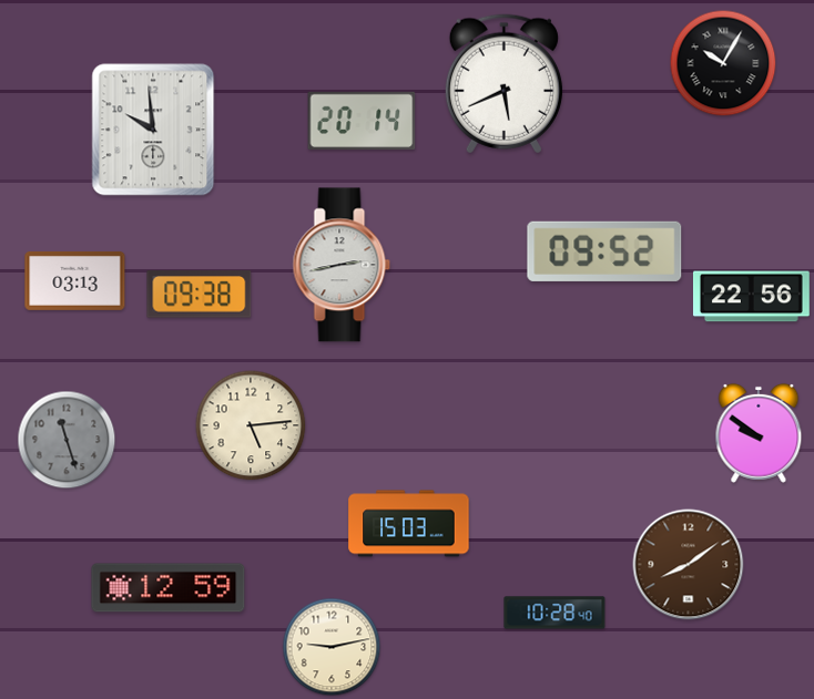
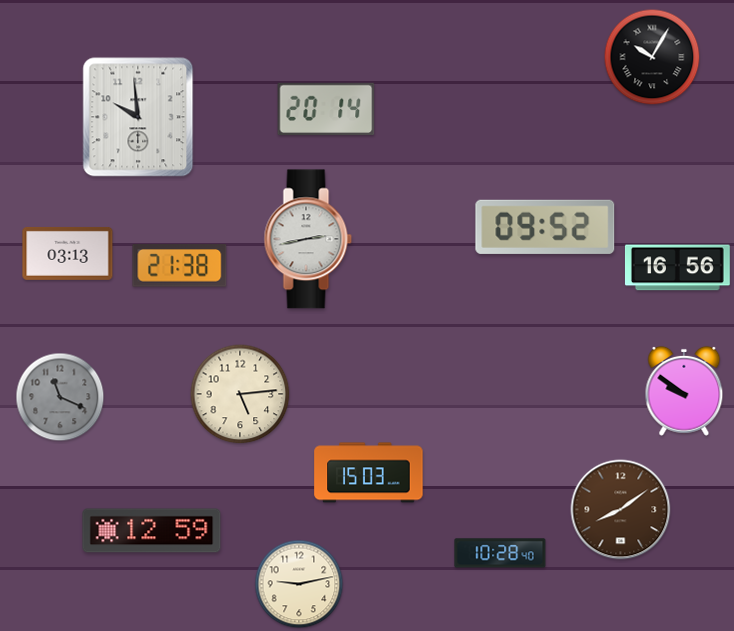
clock at (503, 84): 5:41 -> none
clock at (200, 295): 09:38 -> 21:38
clock at (751, 297): 22:56 -> 16:56
clock at (251, 425) position: (251, 425) -> (240, 394)
clock at (67, 440): 11:27 -> 11:19
